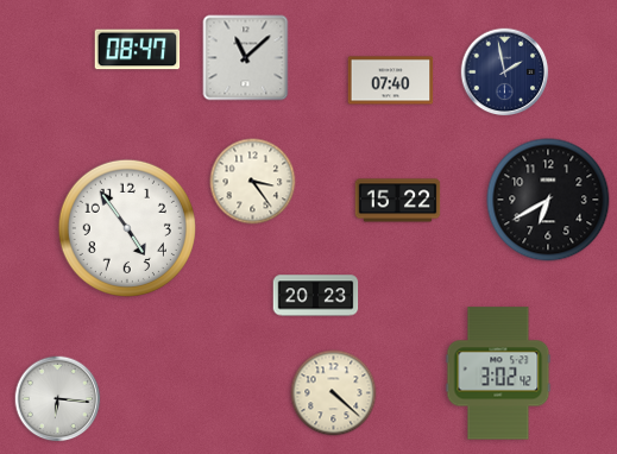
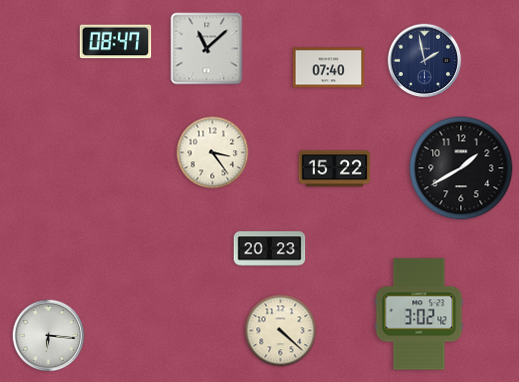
clock at (548, 200): 6:40 -> 1:40
clock at (127, 228): 4:54 -> none
clock at (316, 296) position: (316, 296) -> (270, 249)
